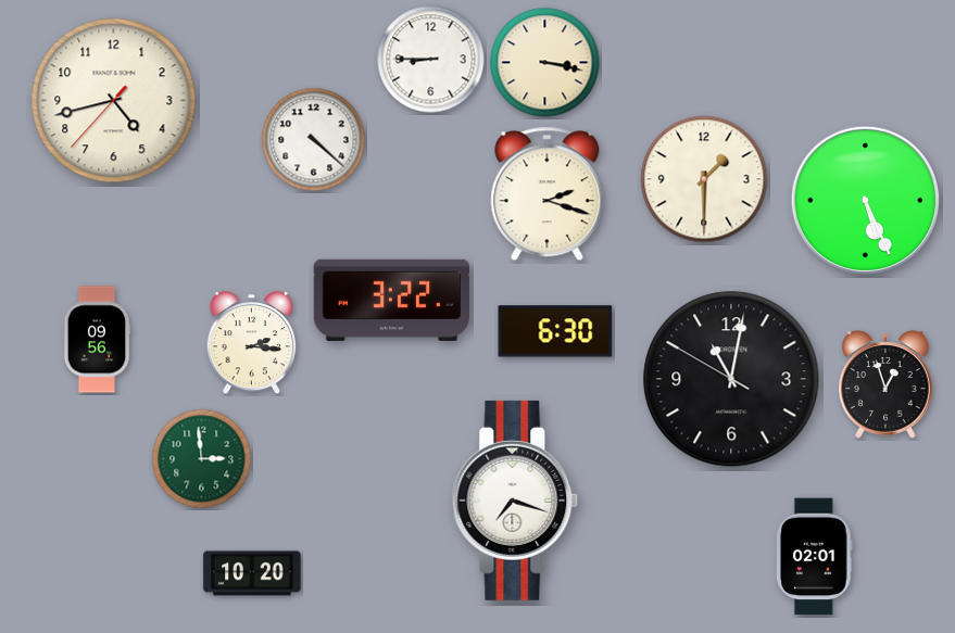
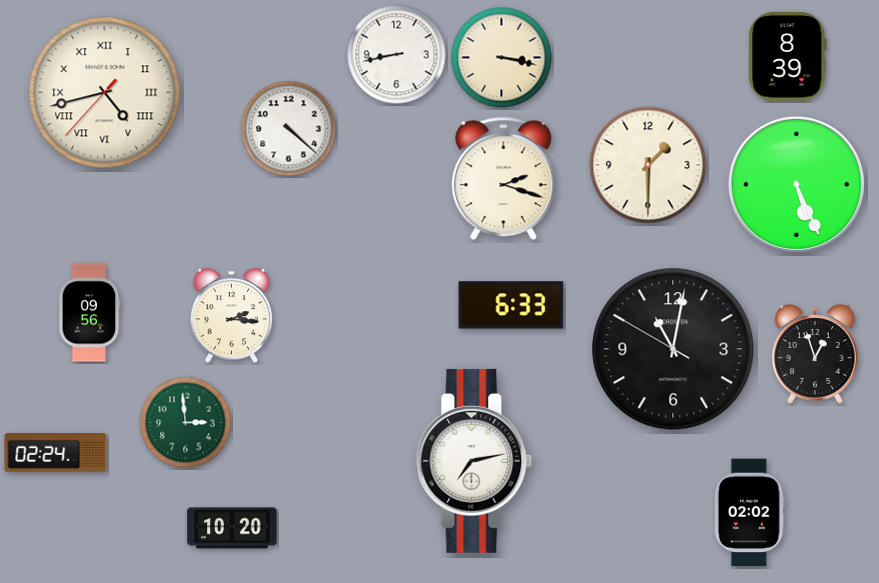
clock at (431, 60): 8:45 -> 8:43
clock at (788, 57): none -> 8:39
clock at (114, 101) numerals: Arabic -> Roman
clock at (392, 300): 3:22 -> none
clock at (555, 331): 6:30 -> 6:33
clock at (56, 453): none -> 02:24
clock at (515, 501): 7:18 -> 7:13
clock at (815, 557): 02:01 -> 02:02
